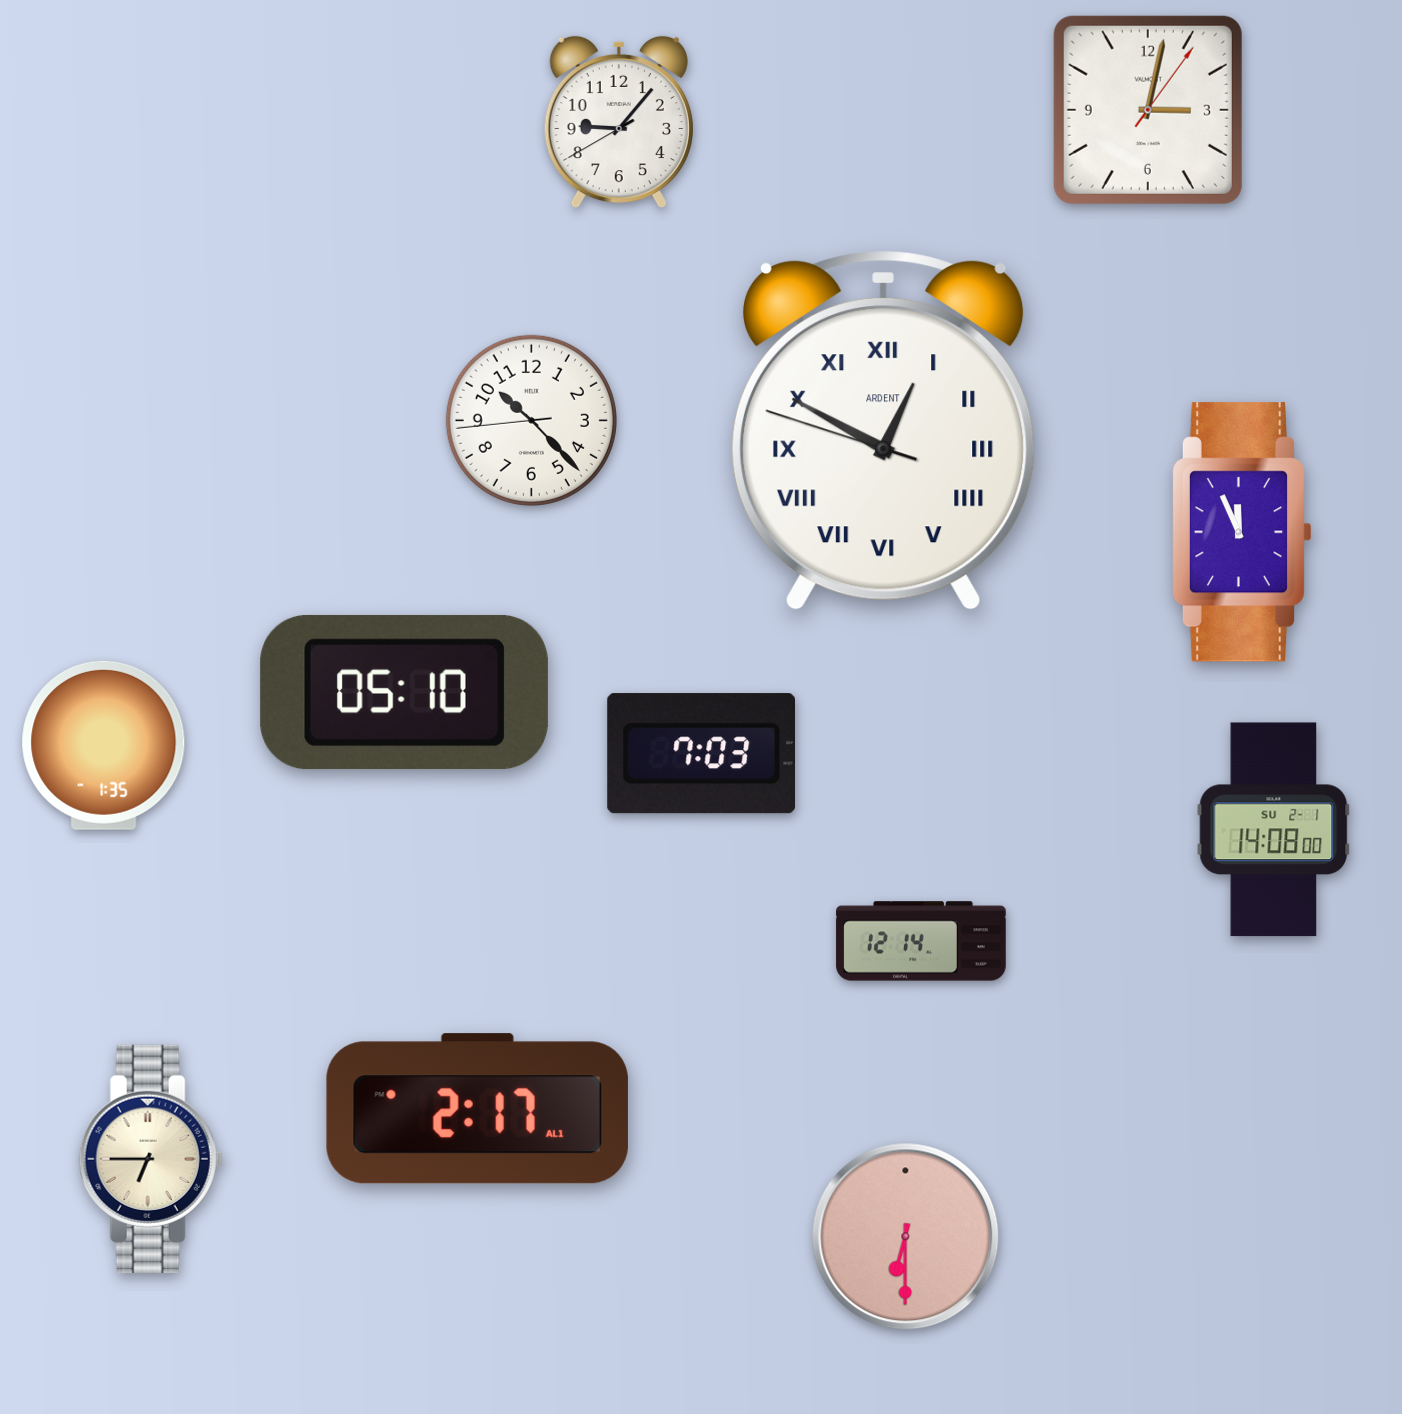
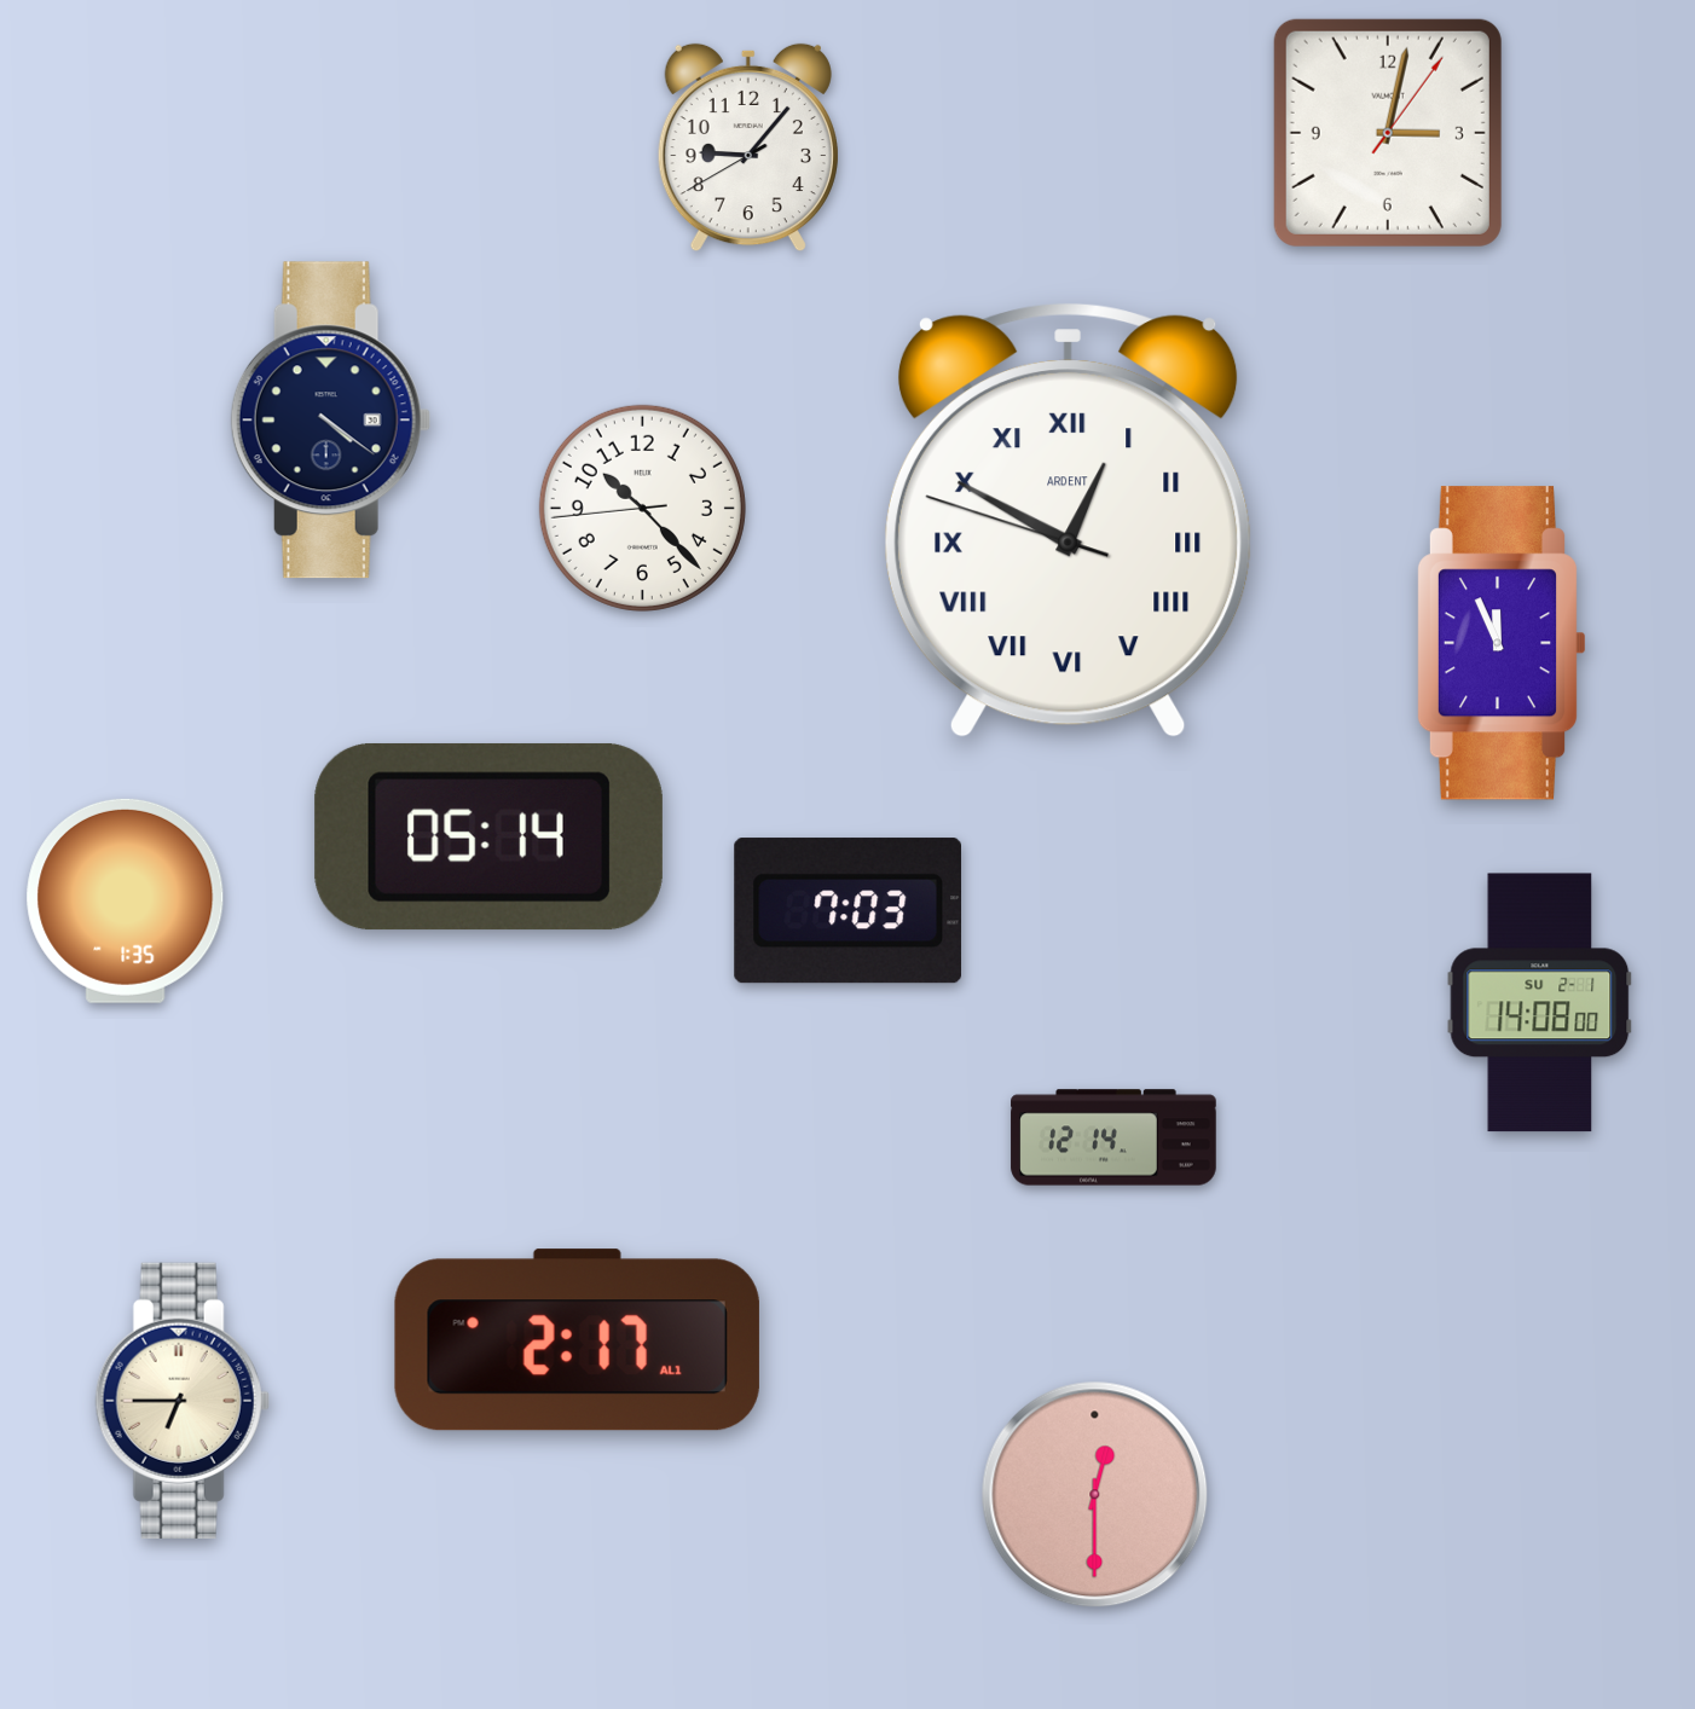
clock at (330, 421): none -> 4:21
clock at (404, 692): 05:10 -> 05:14
clock at (906, 1237): 6:30 -> 12:30
